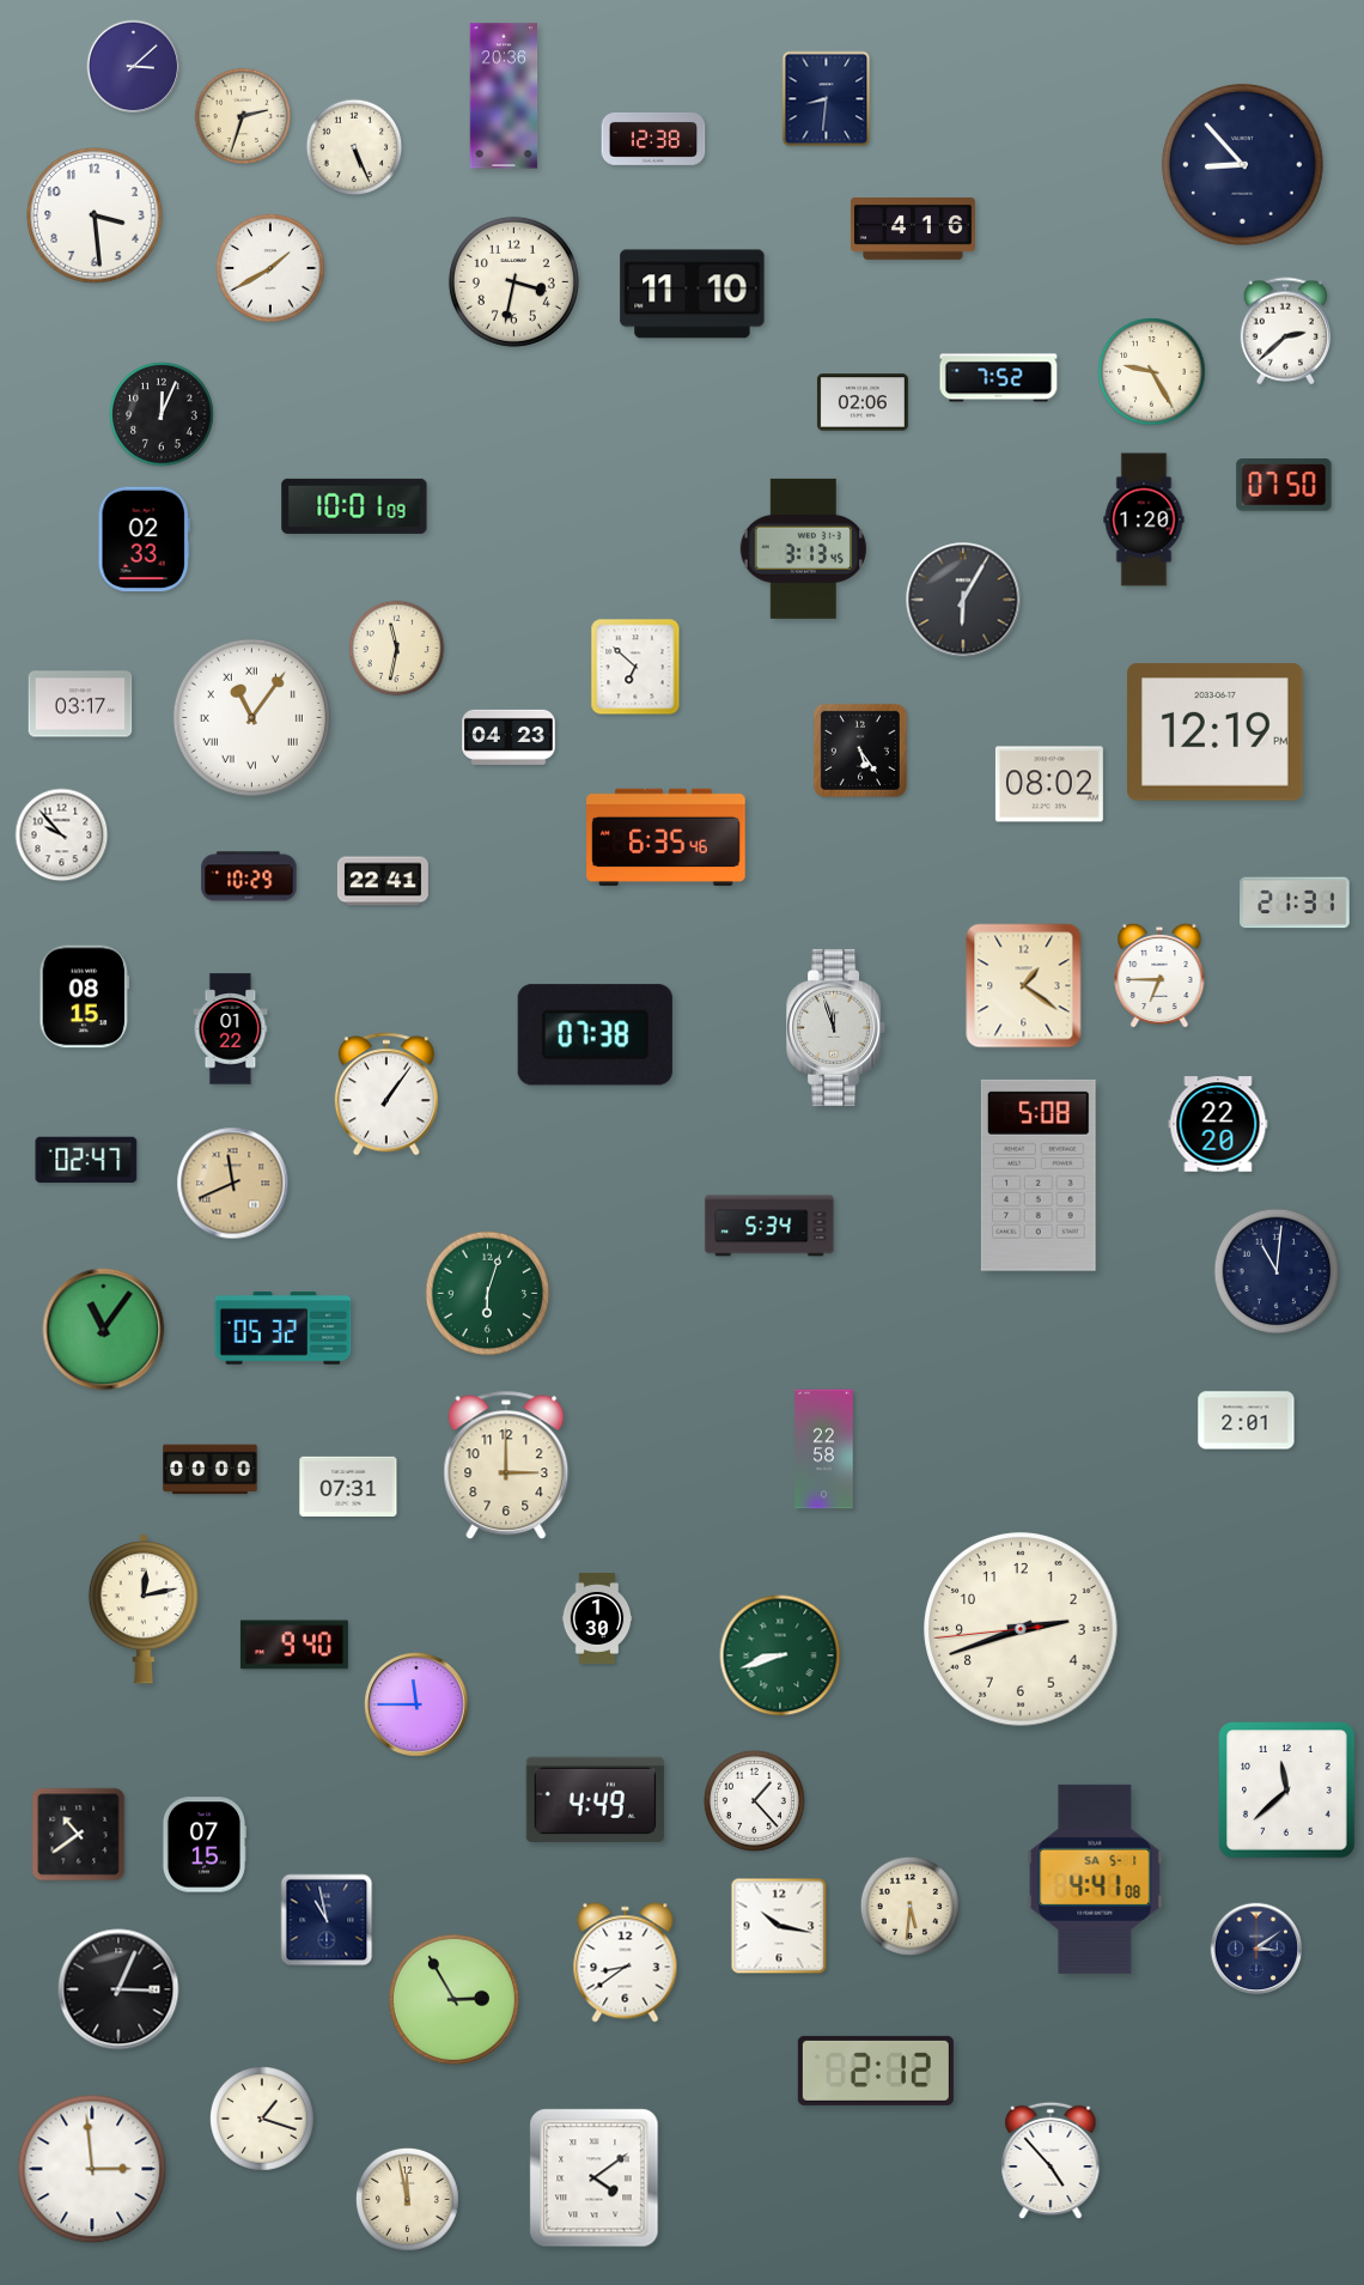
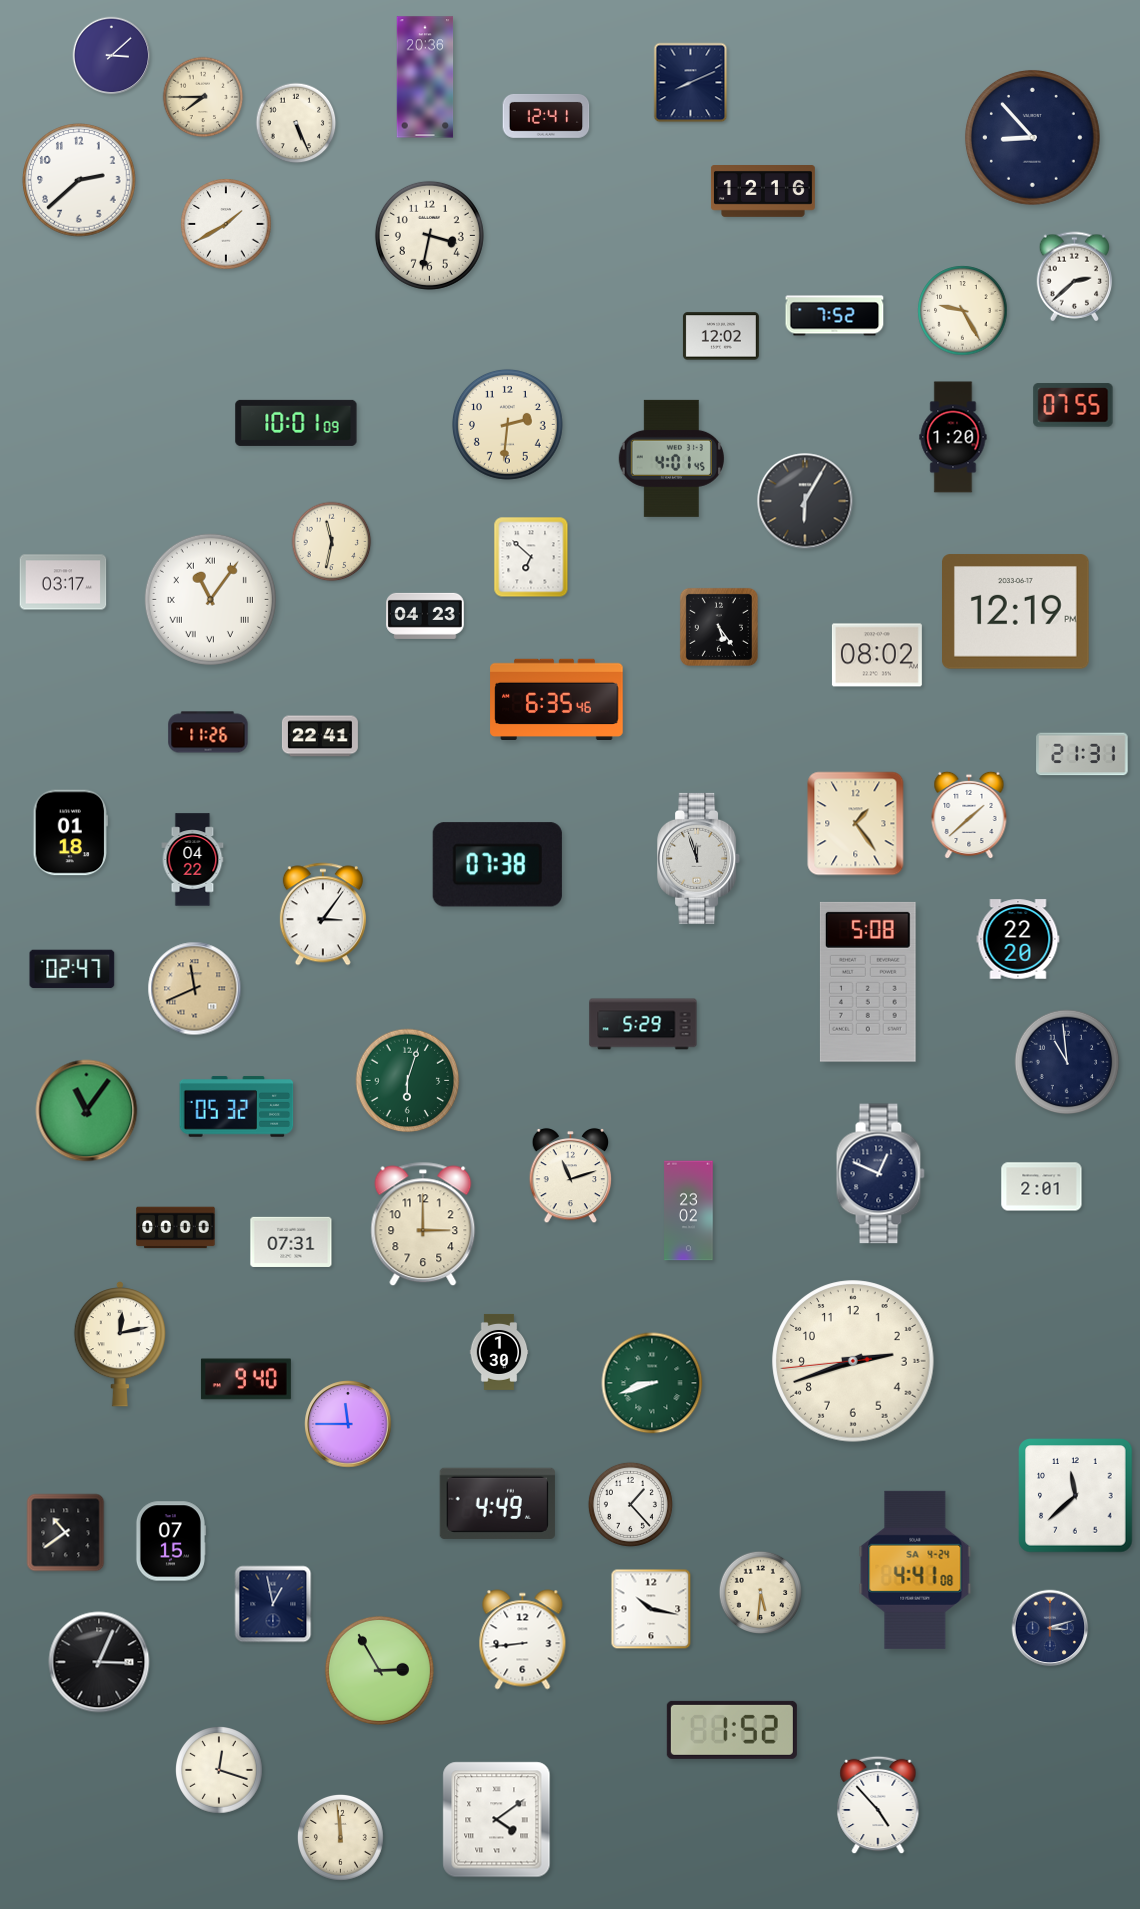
clock at (504, 96) position: (504, 96) -> (425, 77)
clock at (827, 99): 8:31 -> 8:11
clock at (243, 116): 2:33 -> 7:45
clock at (653, 139): 12:38 -> 12:41
clock at (1242, 164) position: (1242, 164) -> (1032, 137)
clock at (95, 215): 3:29 -> 2:38
clock at (913, 230): 4:16 -> 12:16
clock at (693, 294): 11:10 -> none
clock at (863, 402): 02:06 -> 12:02
clock at (163, 415): 12:04 -> none
clock at (1284, 485): 07:50 -> 07:55
clock at (507, 424): none -> 2:31
clock at (1144, 519) position: (1144, 519) -> (953, 437)
clock at (144, 540): 02:33 -> none
clock at (803, 548): 3:13 -> 4:01
clock at (80, 704) position: (80, 704) -> (63, 582)
clock at (62, 835): 9:53 -> none
clock at (249, 876): 10:29 -> 11:26
clock at (1159, 976): 6:45 -> 1:38
clock at (1024, 986): 1:21 -> 1:24
clock at (84, 997): 08:15 -> 01:18
clock at (231, 1029): 01:22 -> 04:22
clock at (386, 1094): 1:06 -> 3:06
clock at (769, 1226): 5:34 -> 5:29
clock at (1277, 1271): 11:01 -> 10:59
clock at (284, 1329) position: (284, 1329) -> (237, 1107)
clock at (880, 1174): none -> 12:49
clock at (571, 1176): none -> 11:12
clock at (824, 1450): 22:58 -> 23:02
clock at (294, 1645) position: (294, 1645) -> (246, 1379)
clock at (1095, 1879) date: SA 5-1 -> SA 4-24
clock at (327, 1920): 10:58 -> 12:58
clock at (1256, 1949): 3:09 -> 3:12
clock at (626, 1963): 8:39 -> 8:44
clock at (876, 2071): 2:12 -> 1:52
clock at (263, 2120): 1:18 -> 12:18
clock at (92, 2169): 2:59 -> none
clock at (407, 2199): 11:58 -> 11:59
